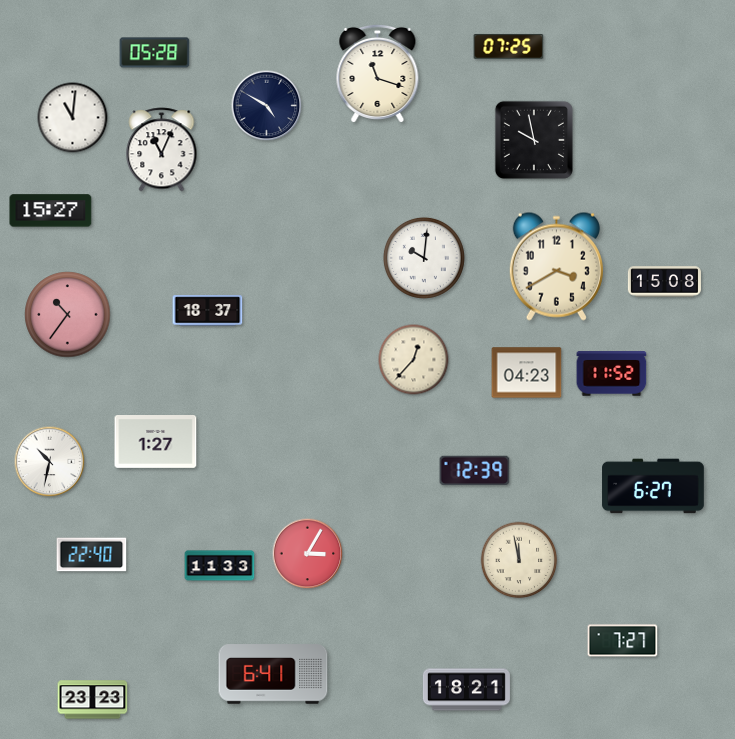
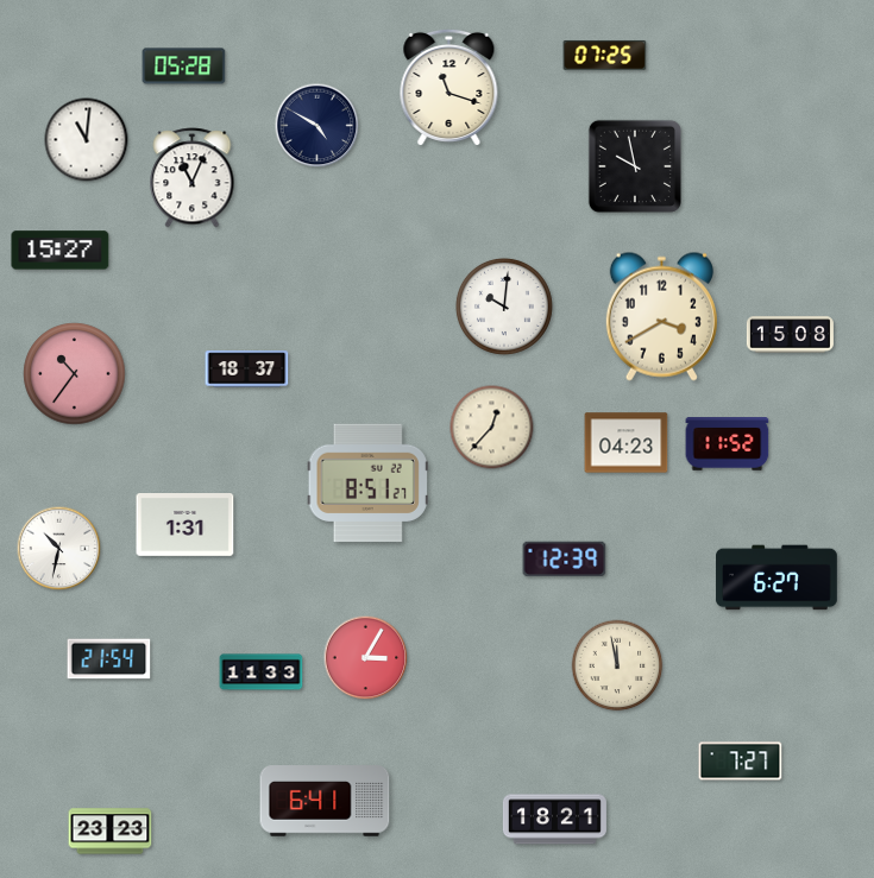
clock at (155, 53) position: (155, 53) -> (184, 67)
clock at (68, 315) position: (68, 315) -> (75, 374)
clock at (367, 484): none -> 8:51
clock at (156, 442): 1:27 -> 1:31
clock at (92, 555): 22:40 -> 21:54
